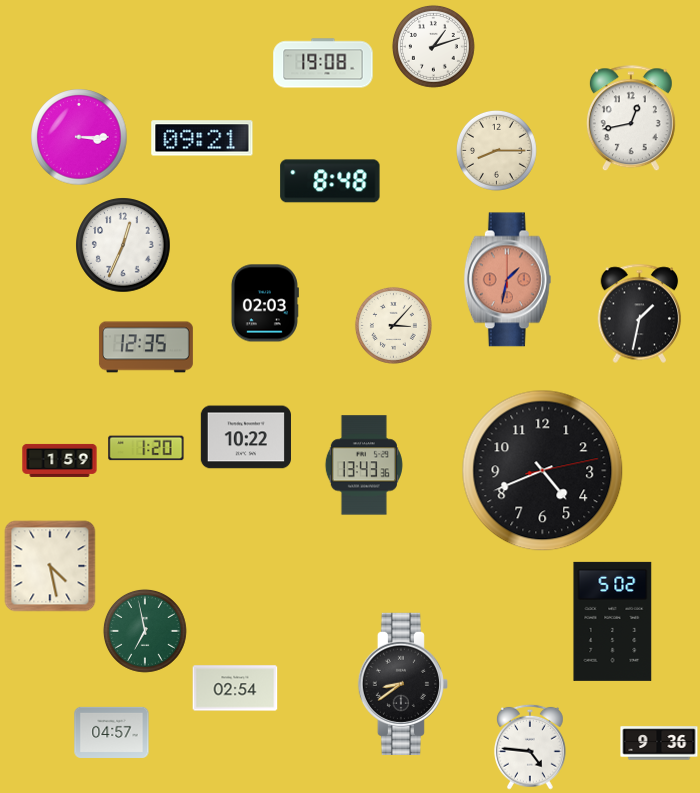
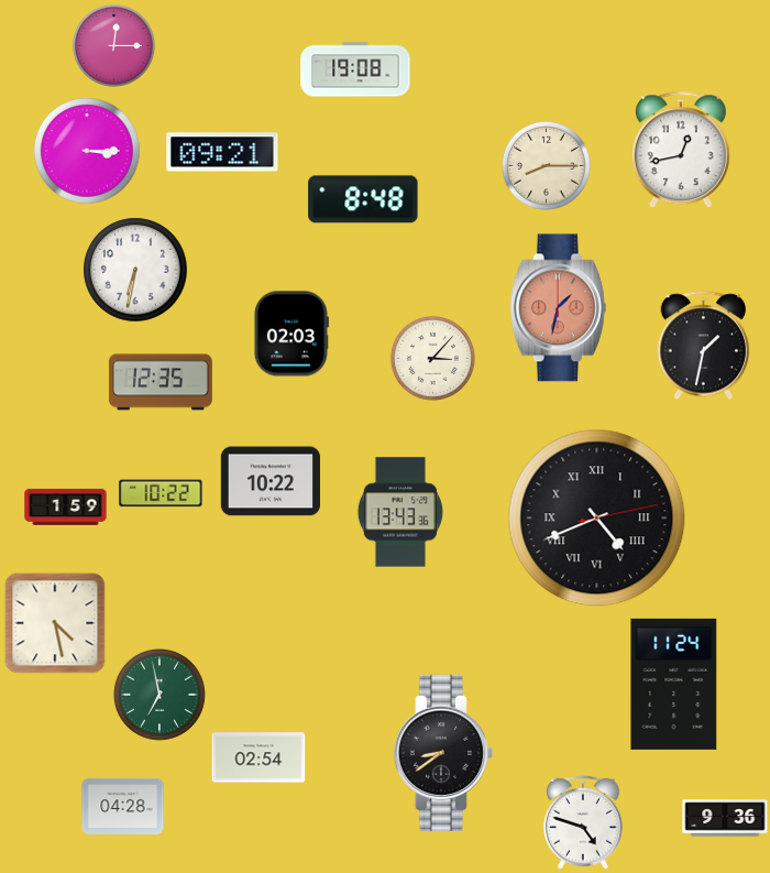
clock at (113, 45): none -> 12:15
clock at (433, 46): 1:12 -> none
clock at (631, 119) position: (631, 119) -> (681, 151)
clock at (123, 245): 12:34 -> 6:32
clock at (146, 448): 1:20 -> 10:22
clock at (543, 471) numerals: Arabic -> Roman
clock at (613, 621): 5:02 -> 11:24
clock at (112, 732): 04:57 -> 04:28
clock at (531, 747): 4:46 -> 4:48
